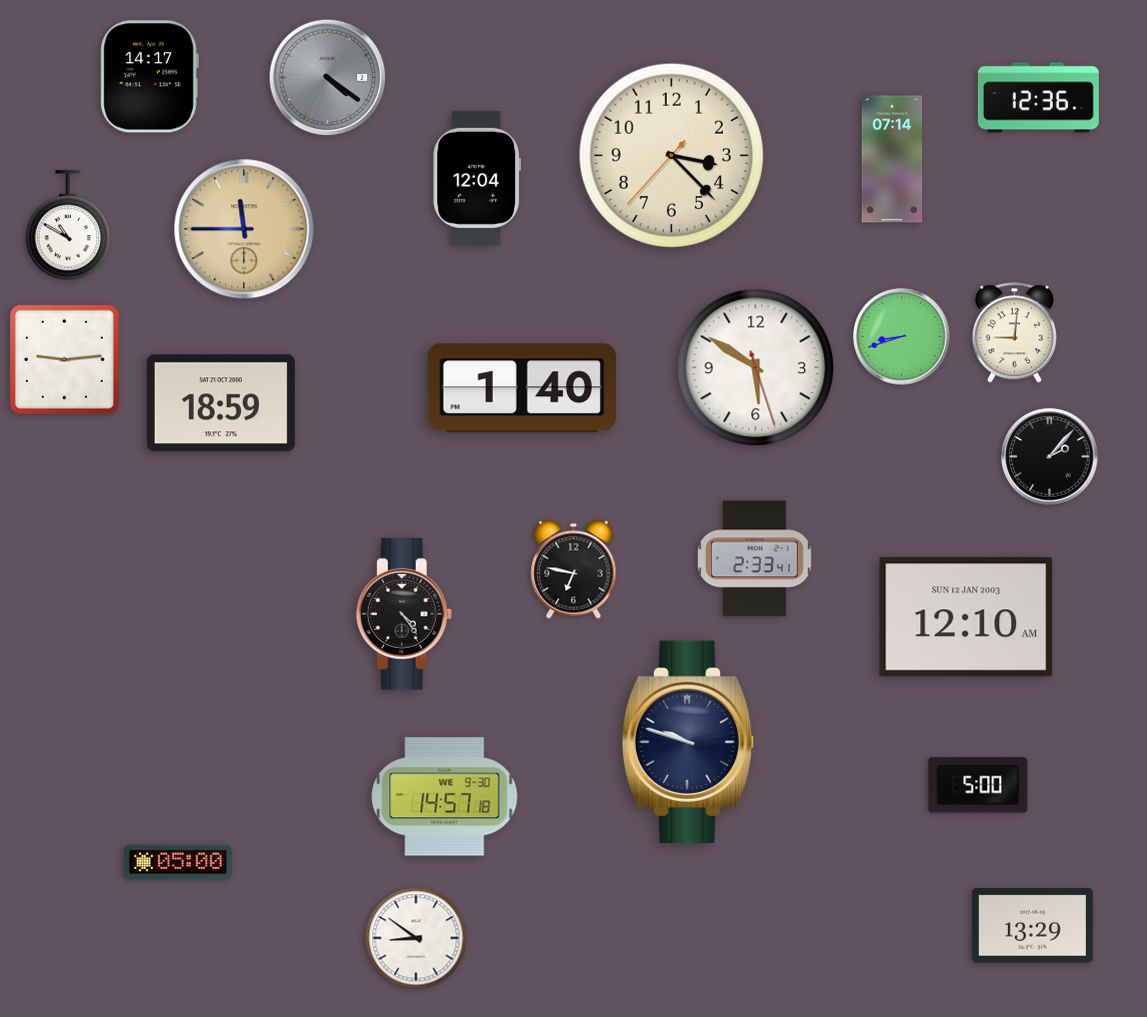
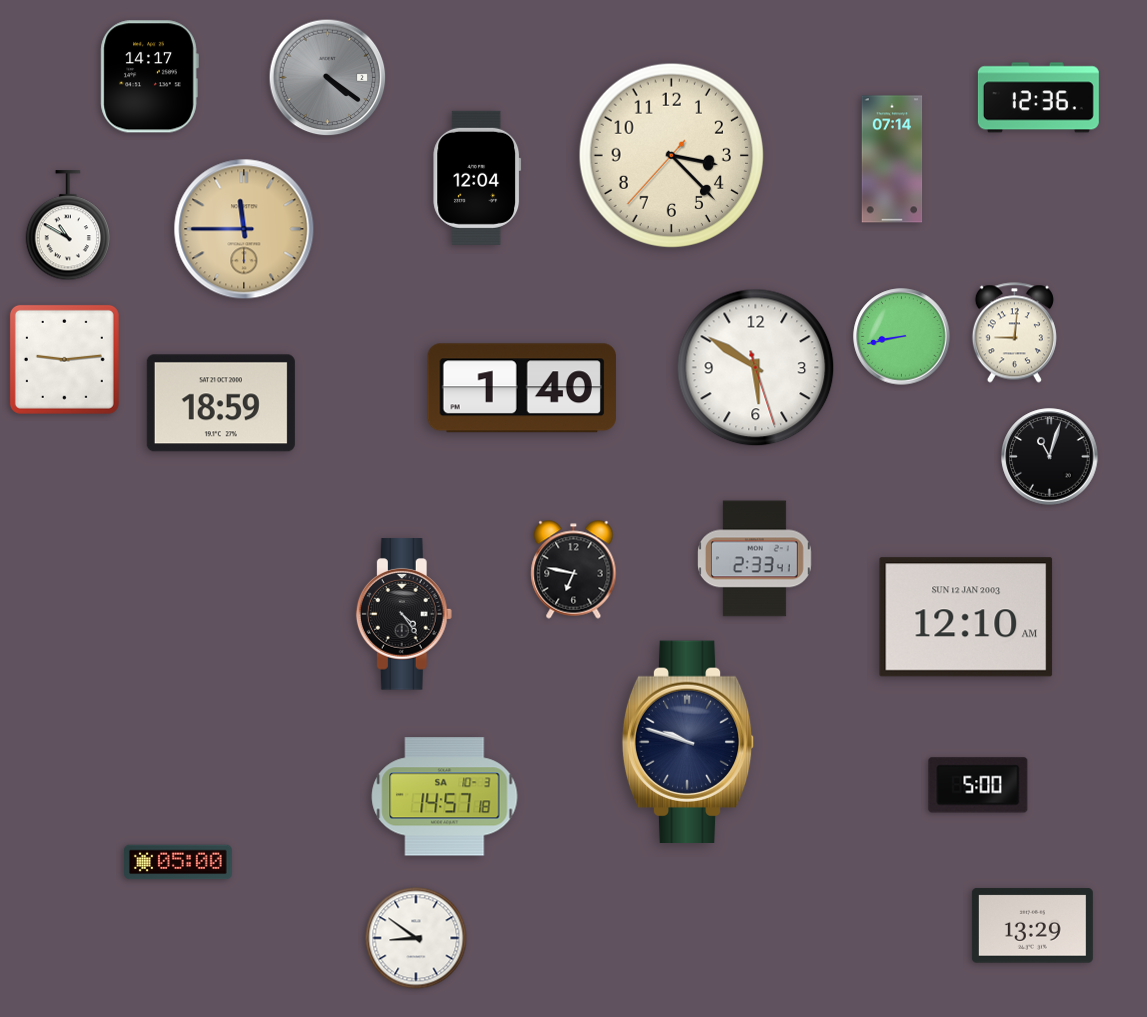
clock at (902, 337): 8:42 -> 8:43
clock at (1050, 457): 2:07 -> 11:03
clock at (445, 797) date: WE 9-30 -> SA 10-3
